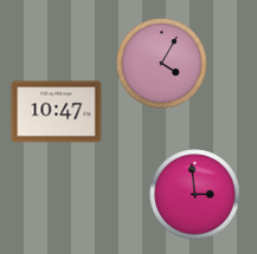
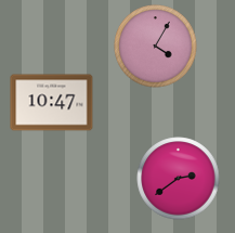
clock at (162, 64) position: (162, 64) -> (156, 47)
clock at (195, 195): 2:59 -> 2:39
